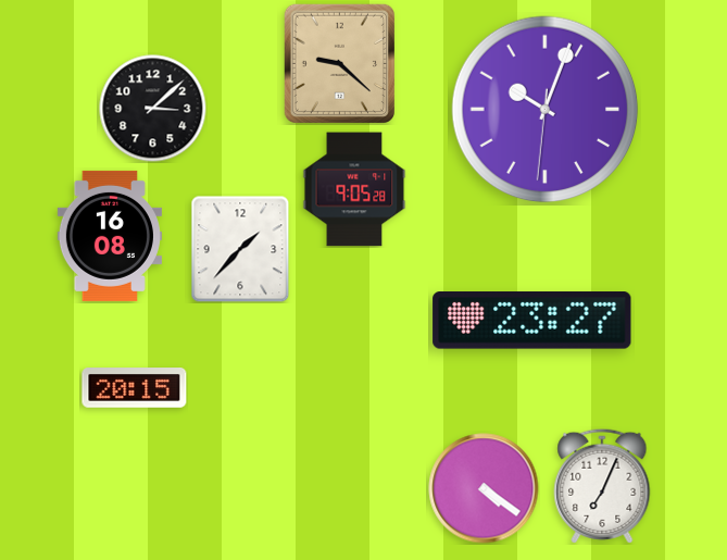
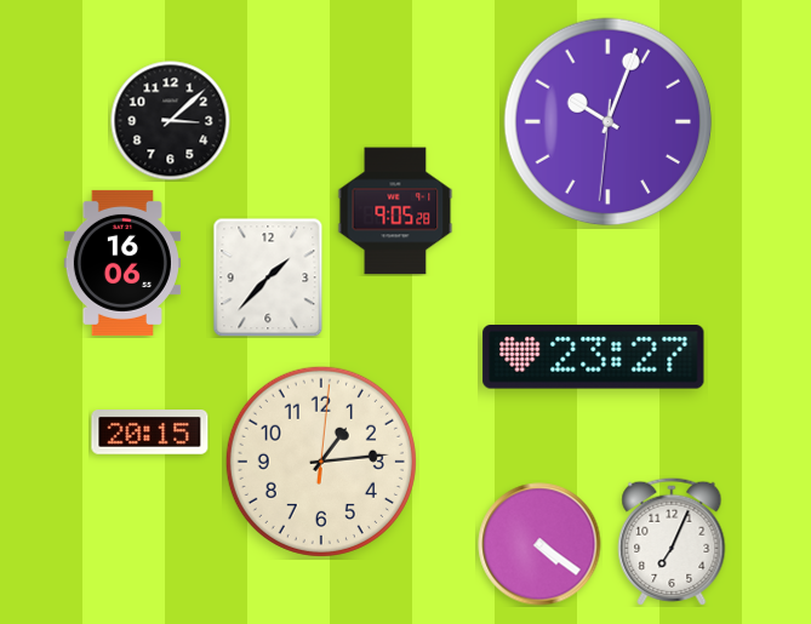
clock at (339, 63): 9:22 -> none
clock at (110, 236): 16:08 -> 16:06
clock at (321, 462): none -> 1:14
